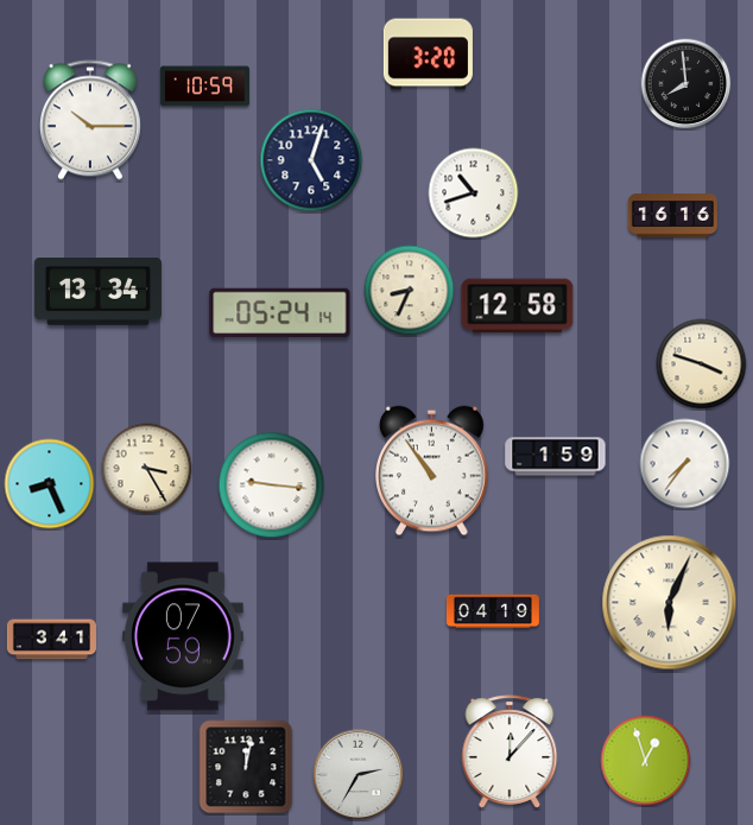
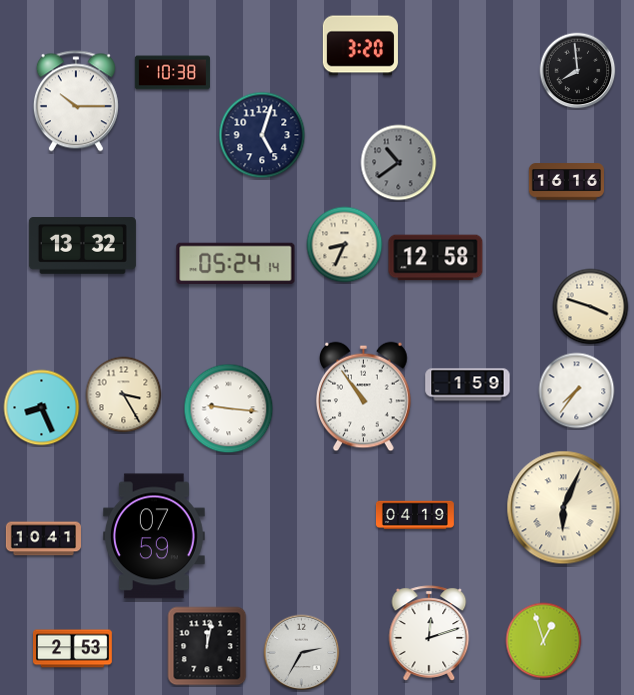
clock at (204, 87): 10:59 -> 10:38
clock at (474, 193): 10:42 -> 10:39
clock at (474, 193) dial: white -> grey
clock at (97, 292): 13:34 -> 13:32
clock at (51, 640): 3:41 -> 10:41
clock at (510, 751): 12:07 -> 12:12
clock at (73, 649): none -> 2:53
